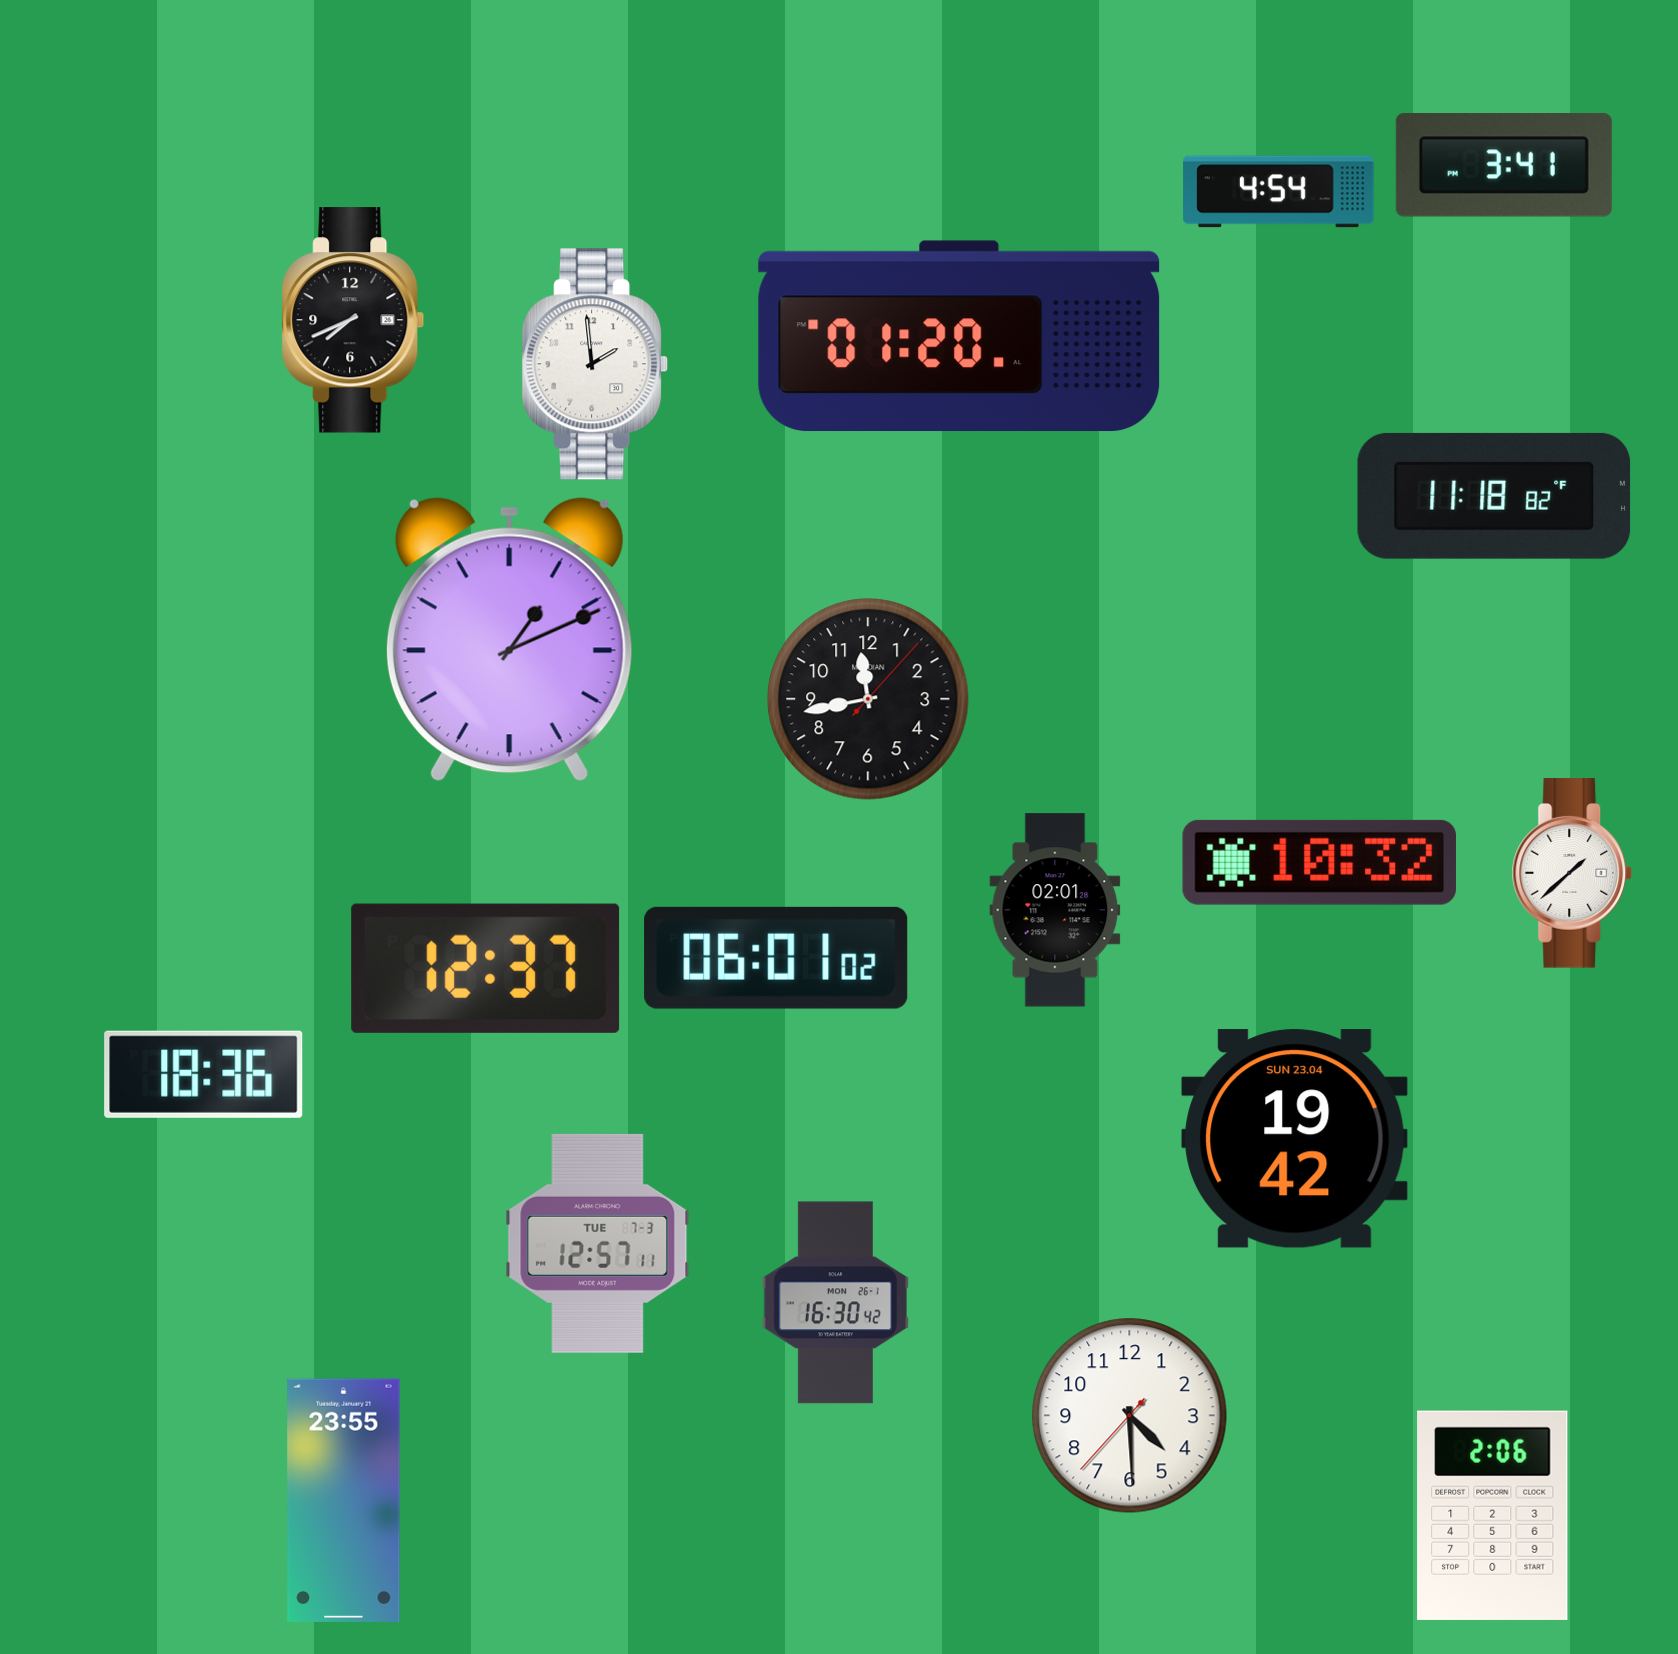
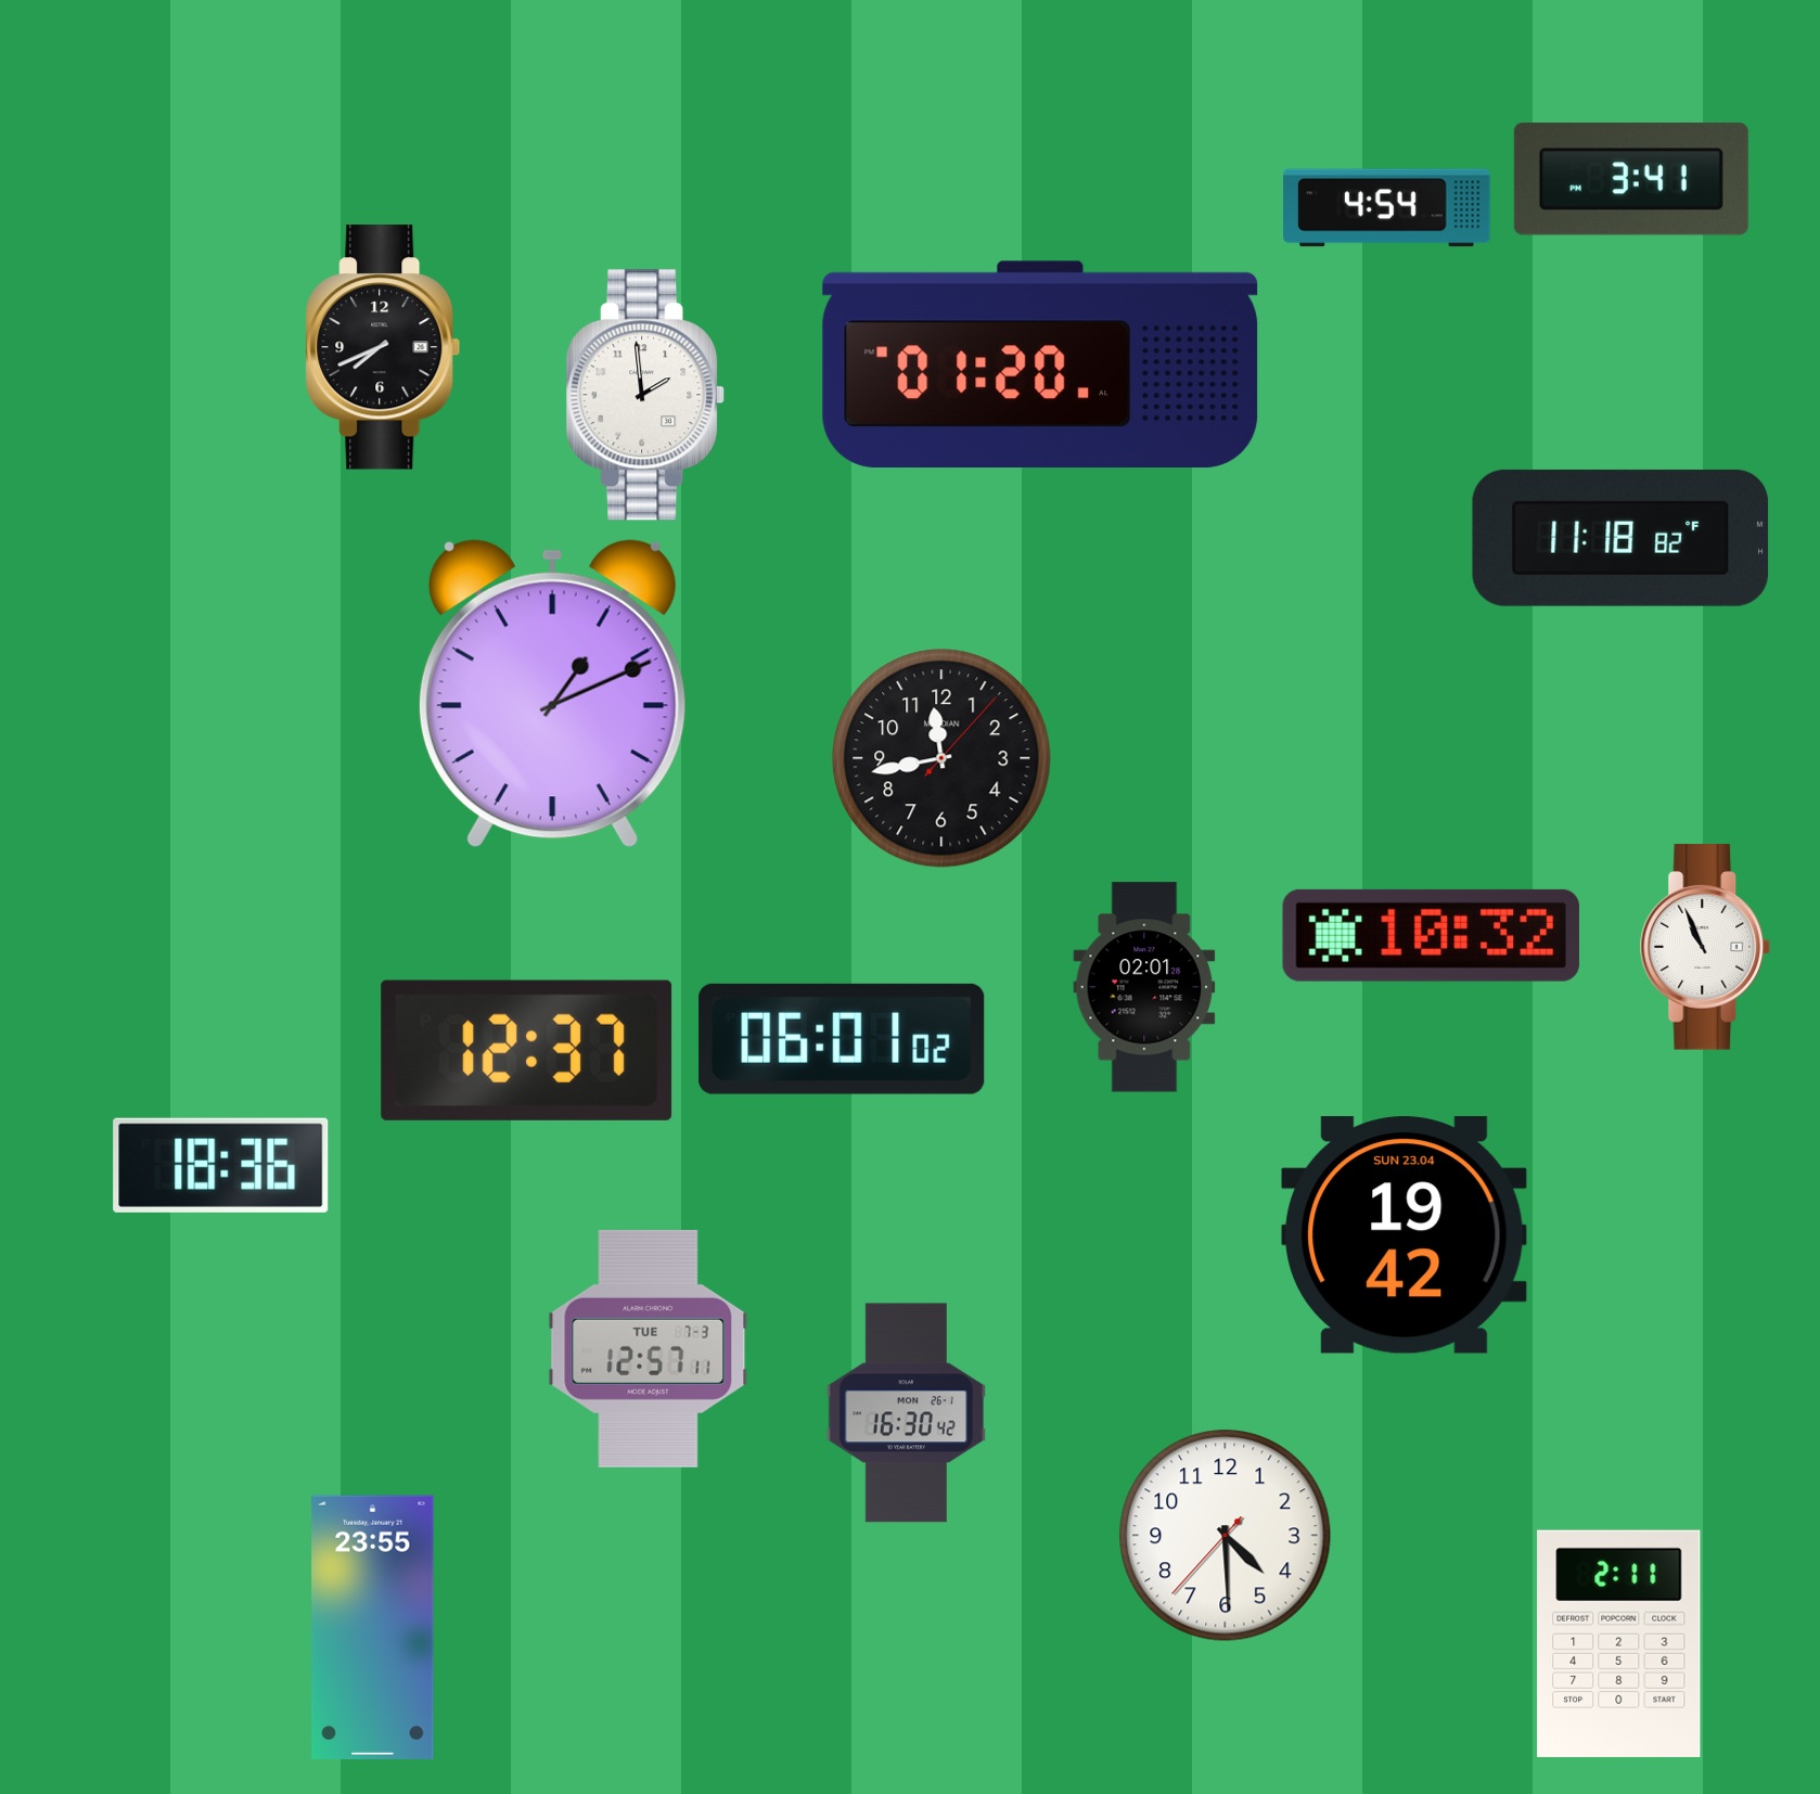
clock at (1572, 873): 1:38 -> 10:56
clock at (1493, 1515): 2:06 -> 2:11
